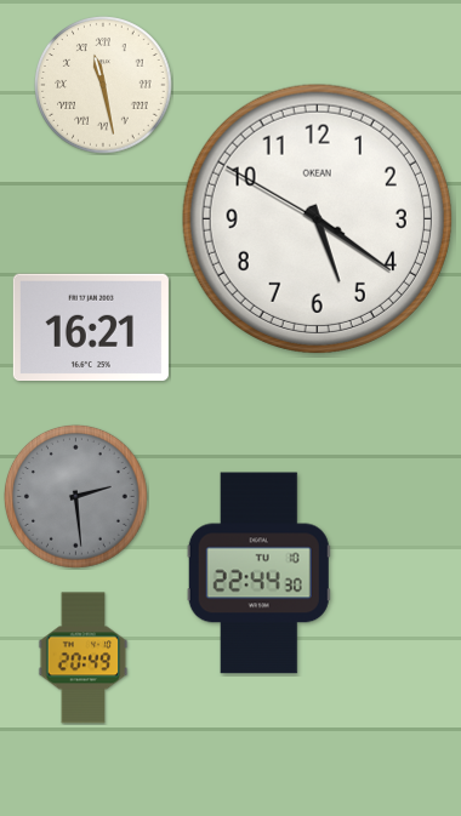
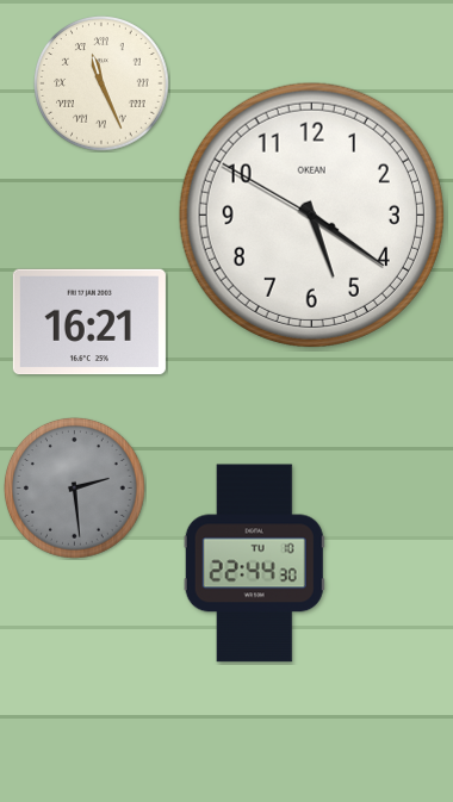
clock at (103, 85): 11:28 -> 11:26
clock at (84, 658): 20:49 -> none
